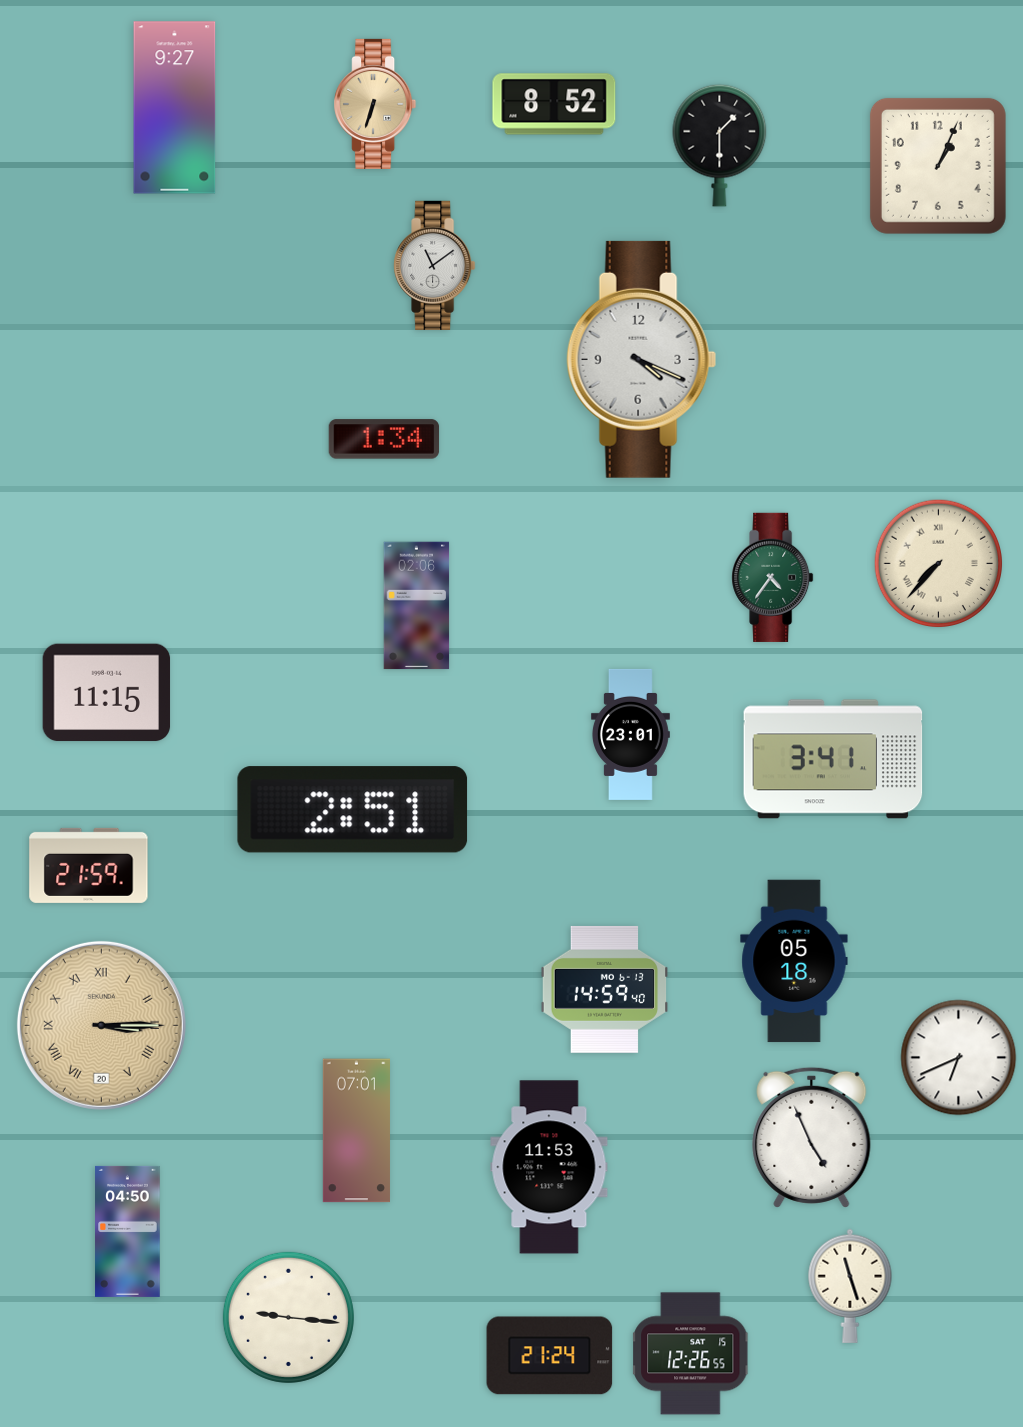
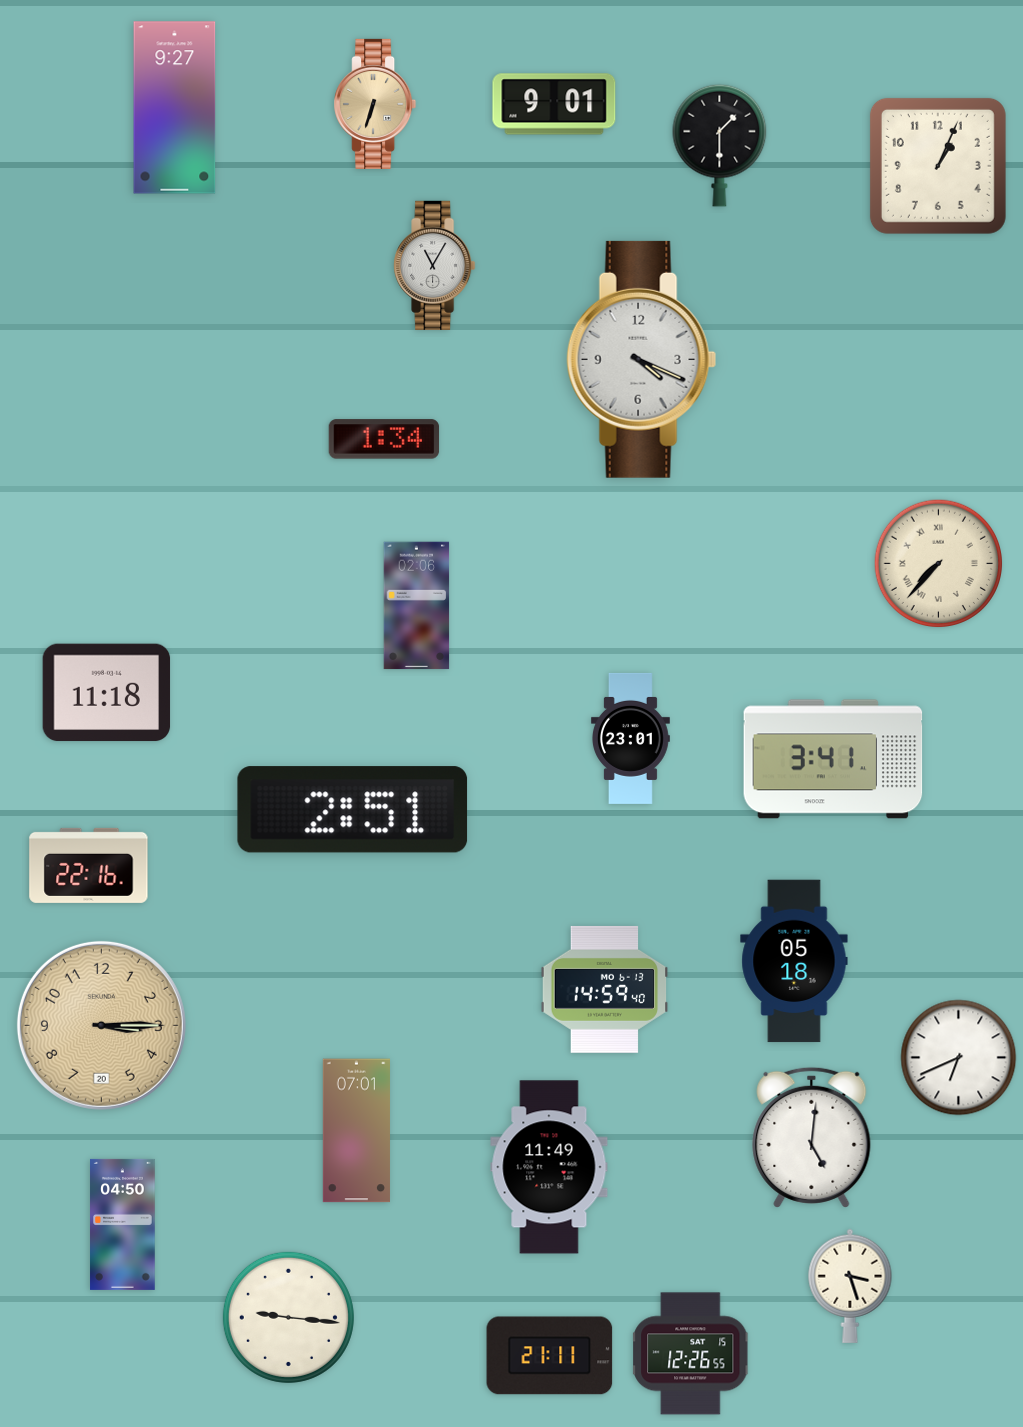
clock at (554, 104): 8:52 -> 9:01
clock at (435, 265): 11:09 -> 11:05
clock at (773, 577): 4:36 -> none
clock at (107, 693): 11:15 -> 11:18
clock at (630, 734) position: (630, 734) -> (630, 738)
clock at (89, 865): 21:59 -> 22:16
clock at (101, 1025) numerals: Roman -> Arabic
clock at (812, 1137): 4:56 -> 5:01
clock at (549, 1167): 11:53 -> 11:49
clock at (128, 1231) position: (128, 1231) -> (123, 1224)
clock at (850, 1286): 11:27 -> 3:27
clock at (550, 1356): 21:24 -> 21:11
